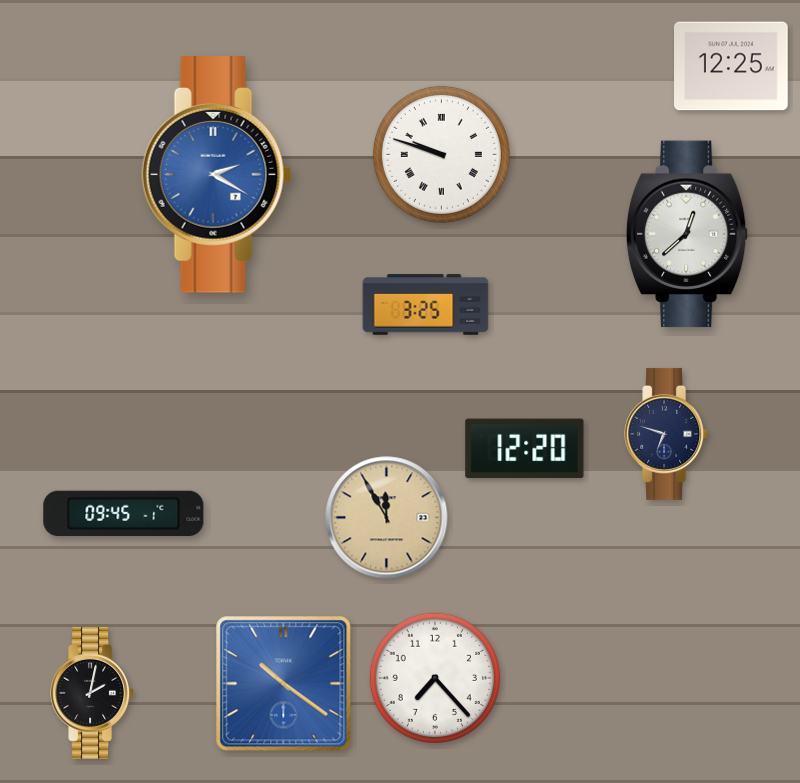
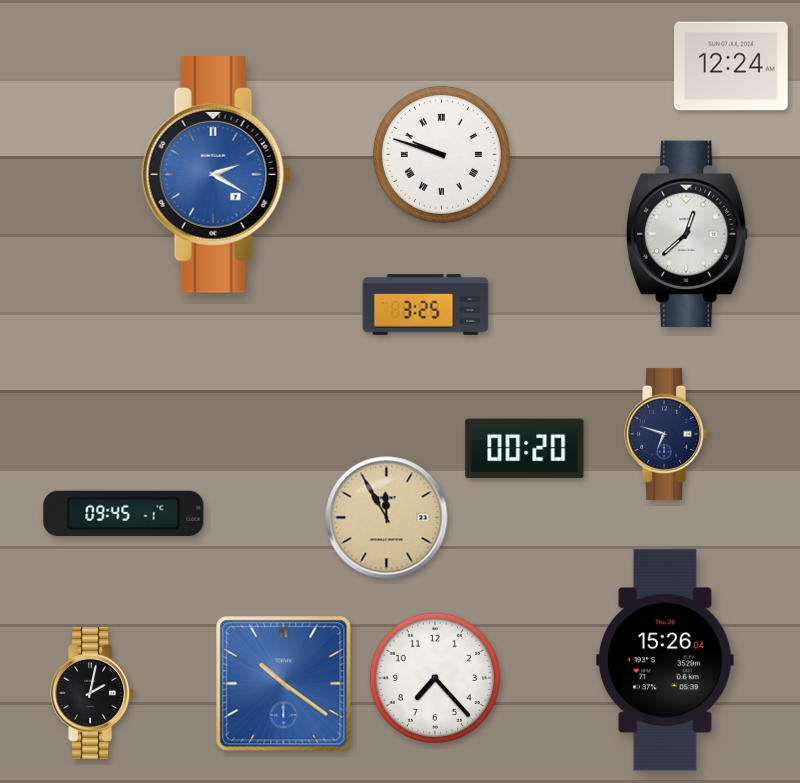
clock at (731, 66): 12:25 -> 12:24
clock at (525, 449): 12:20 -> 00:20
clock at (665, 660): none -> 15:26
